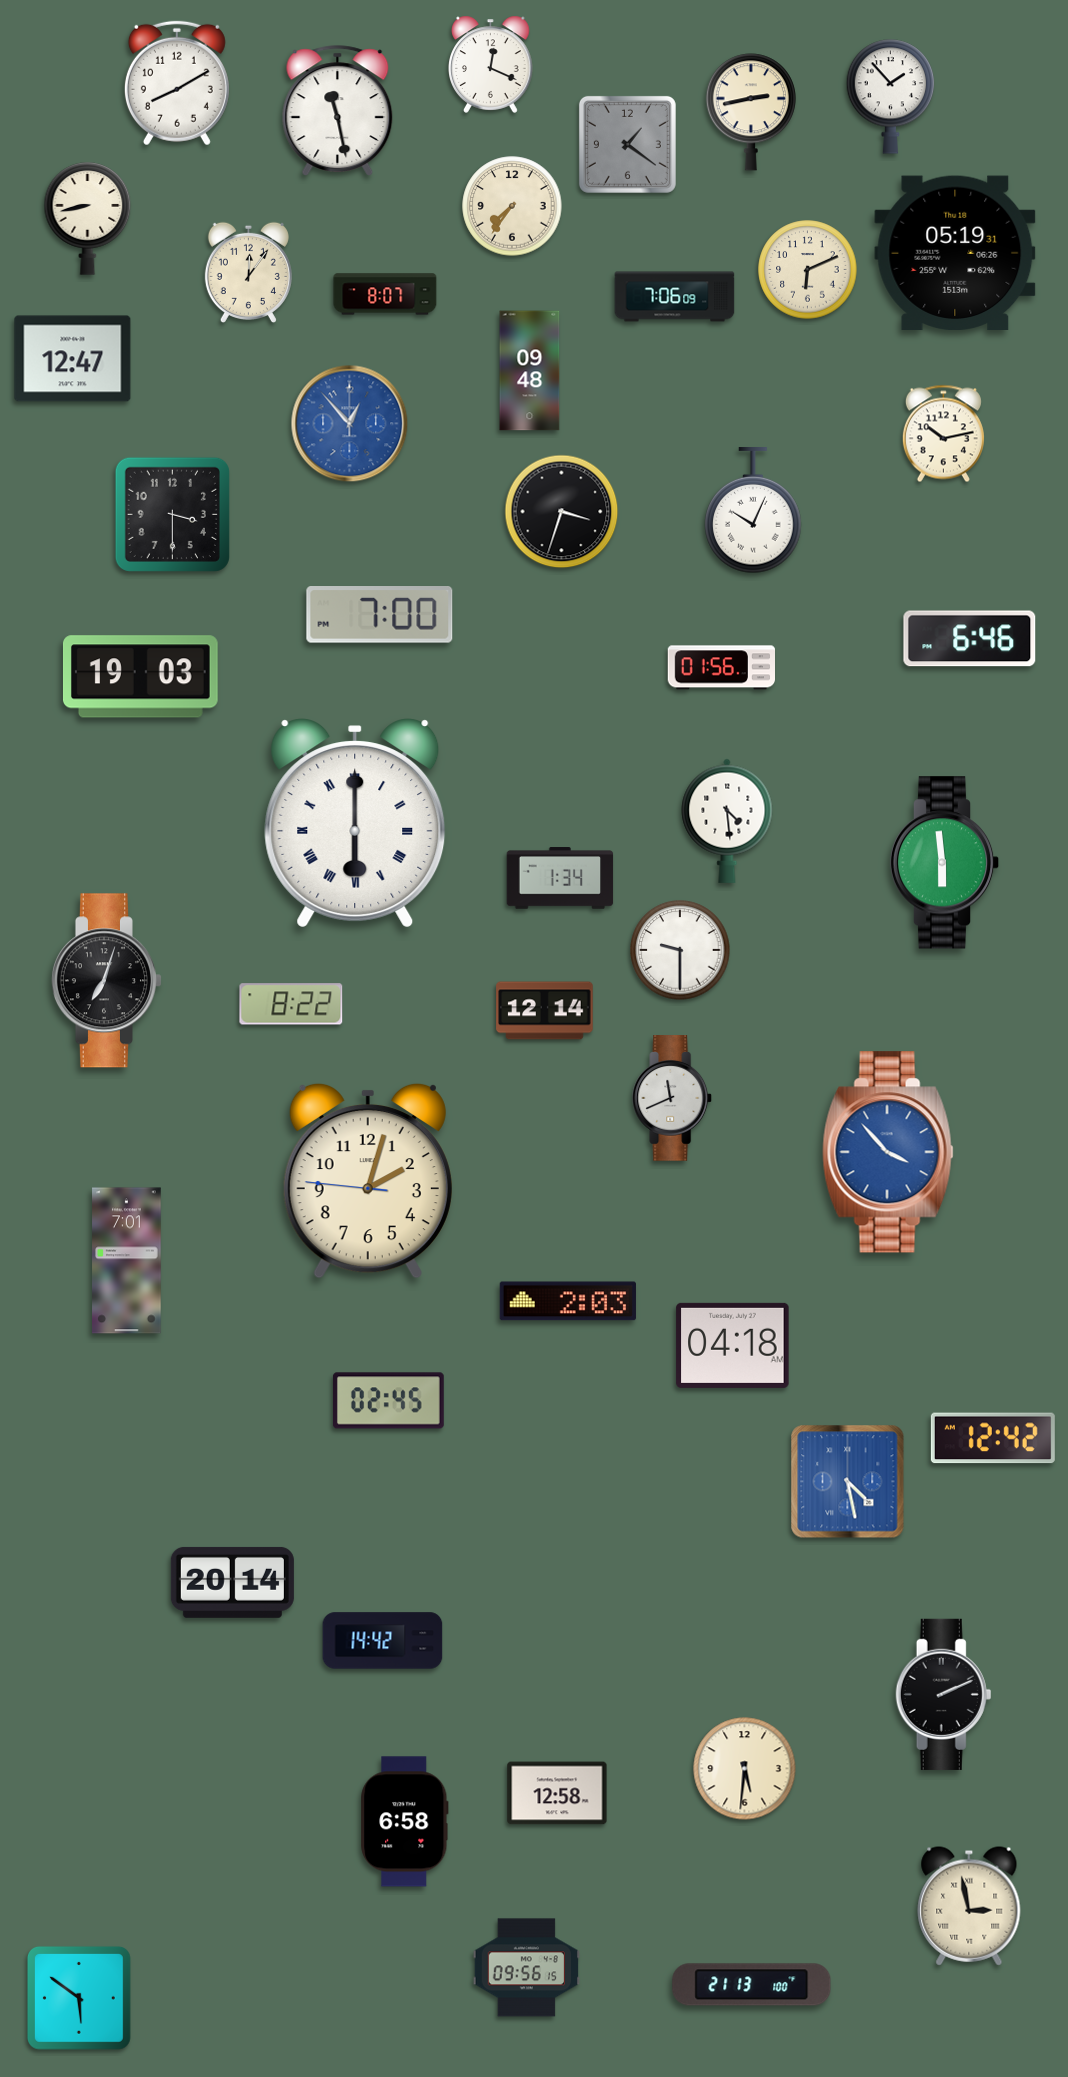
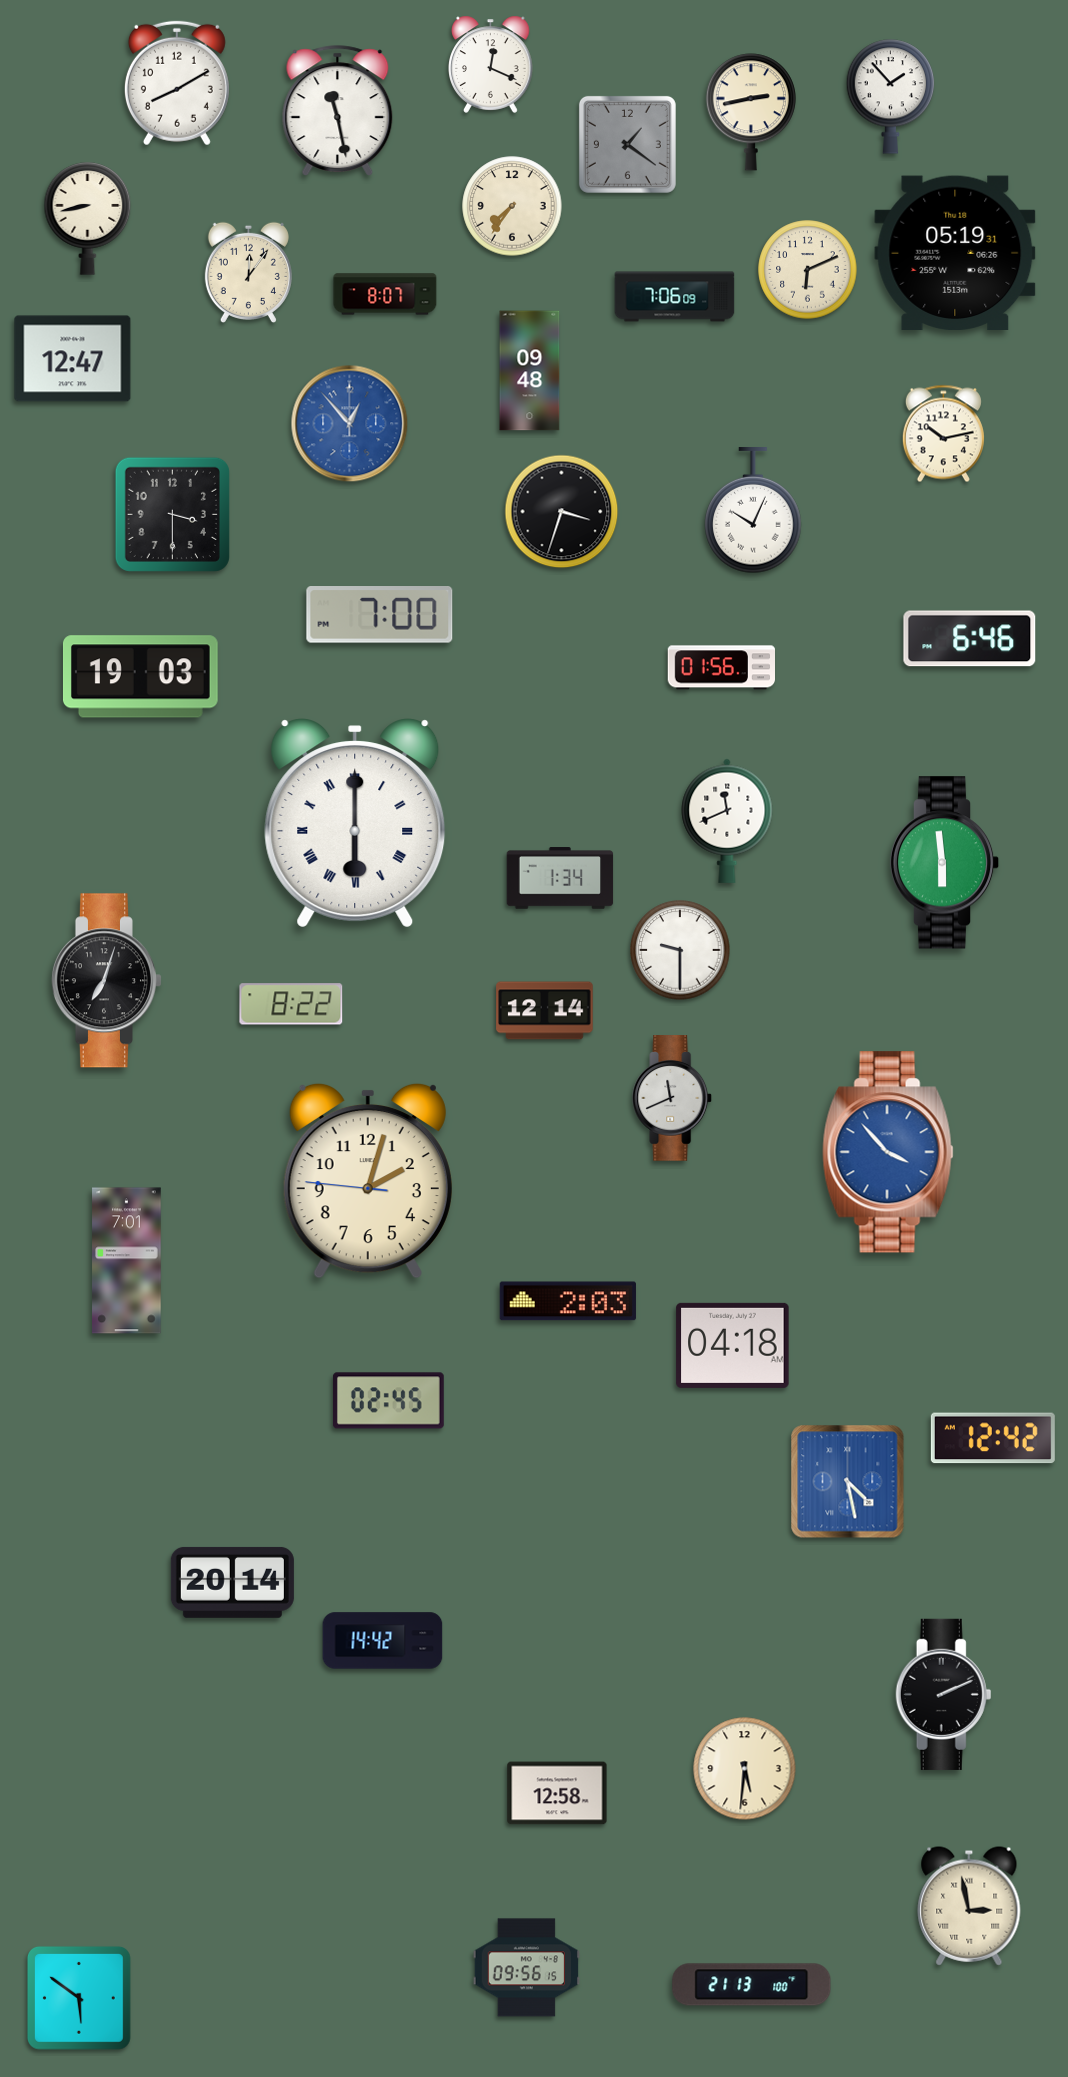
clock at (727, 821): 4:29 -> 11:41
clock at (405, 1822): 6:58 -> none
